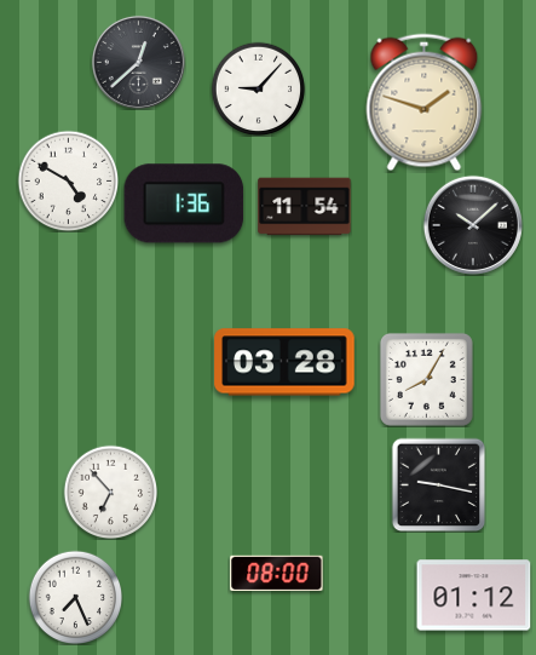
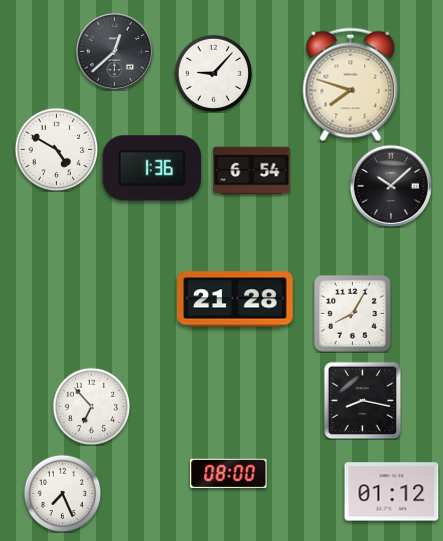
clock at (425, 103): 1:48 -> 7:48
clock at (305, 207): 11:54 -> 6:54
clock at (284, 362): 03:28 -> 21:28
clock at (438, 484): 9:17 -> 8:17
